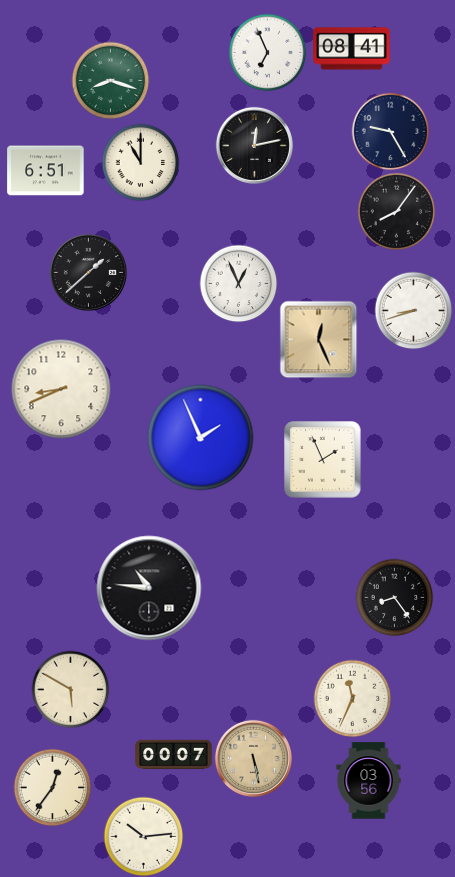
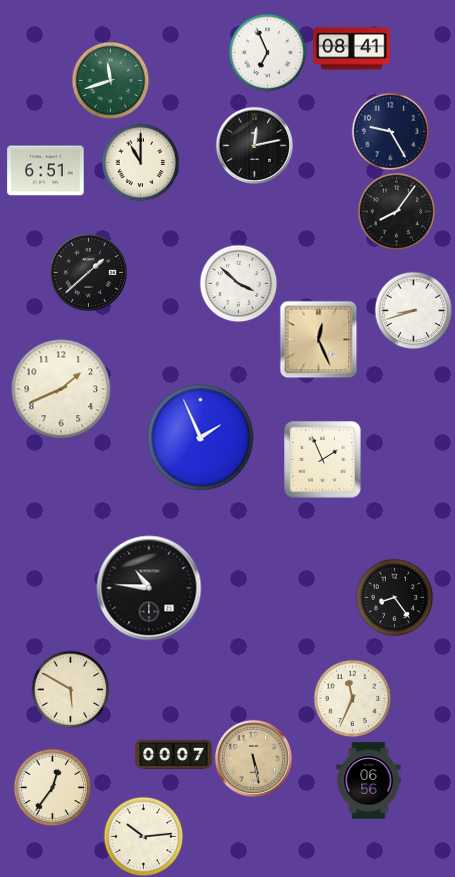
clock at (110, 80): 8:18 -> 11:42
clock at (238, 283): 12:56 -> 3:52
clock at (61, 389): 8:41 -> 1:41
clock at (369, 781): 03:56 -> 06:56
